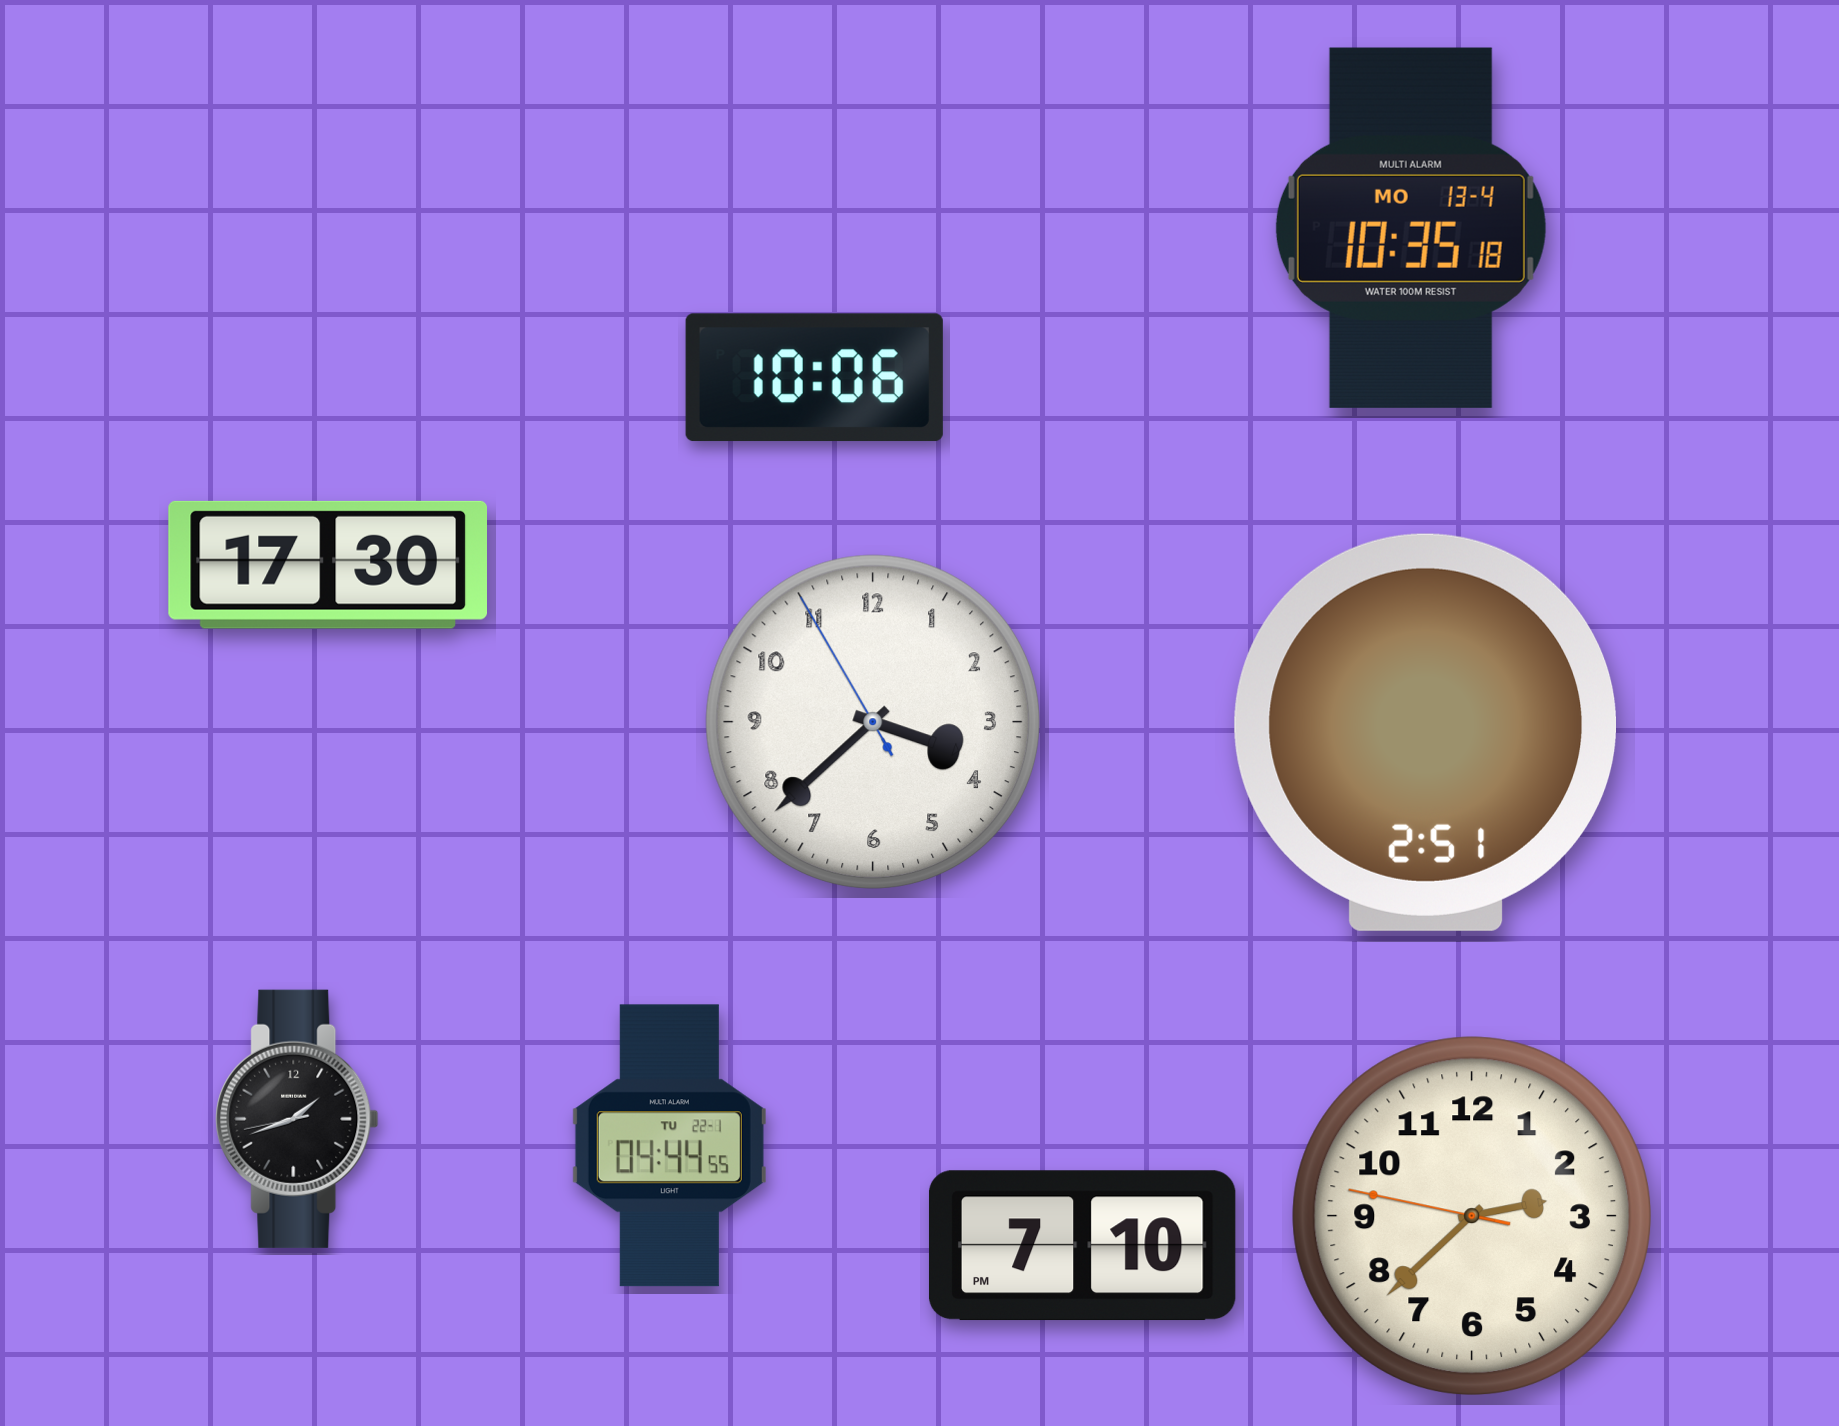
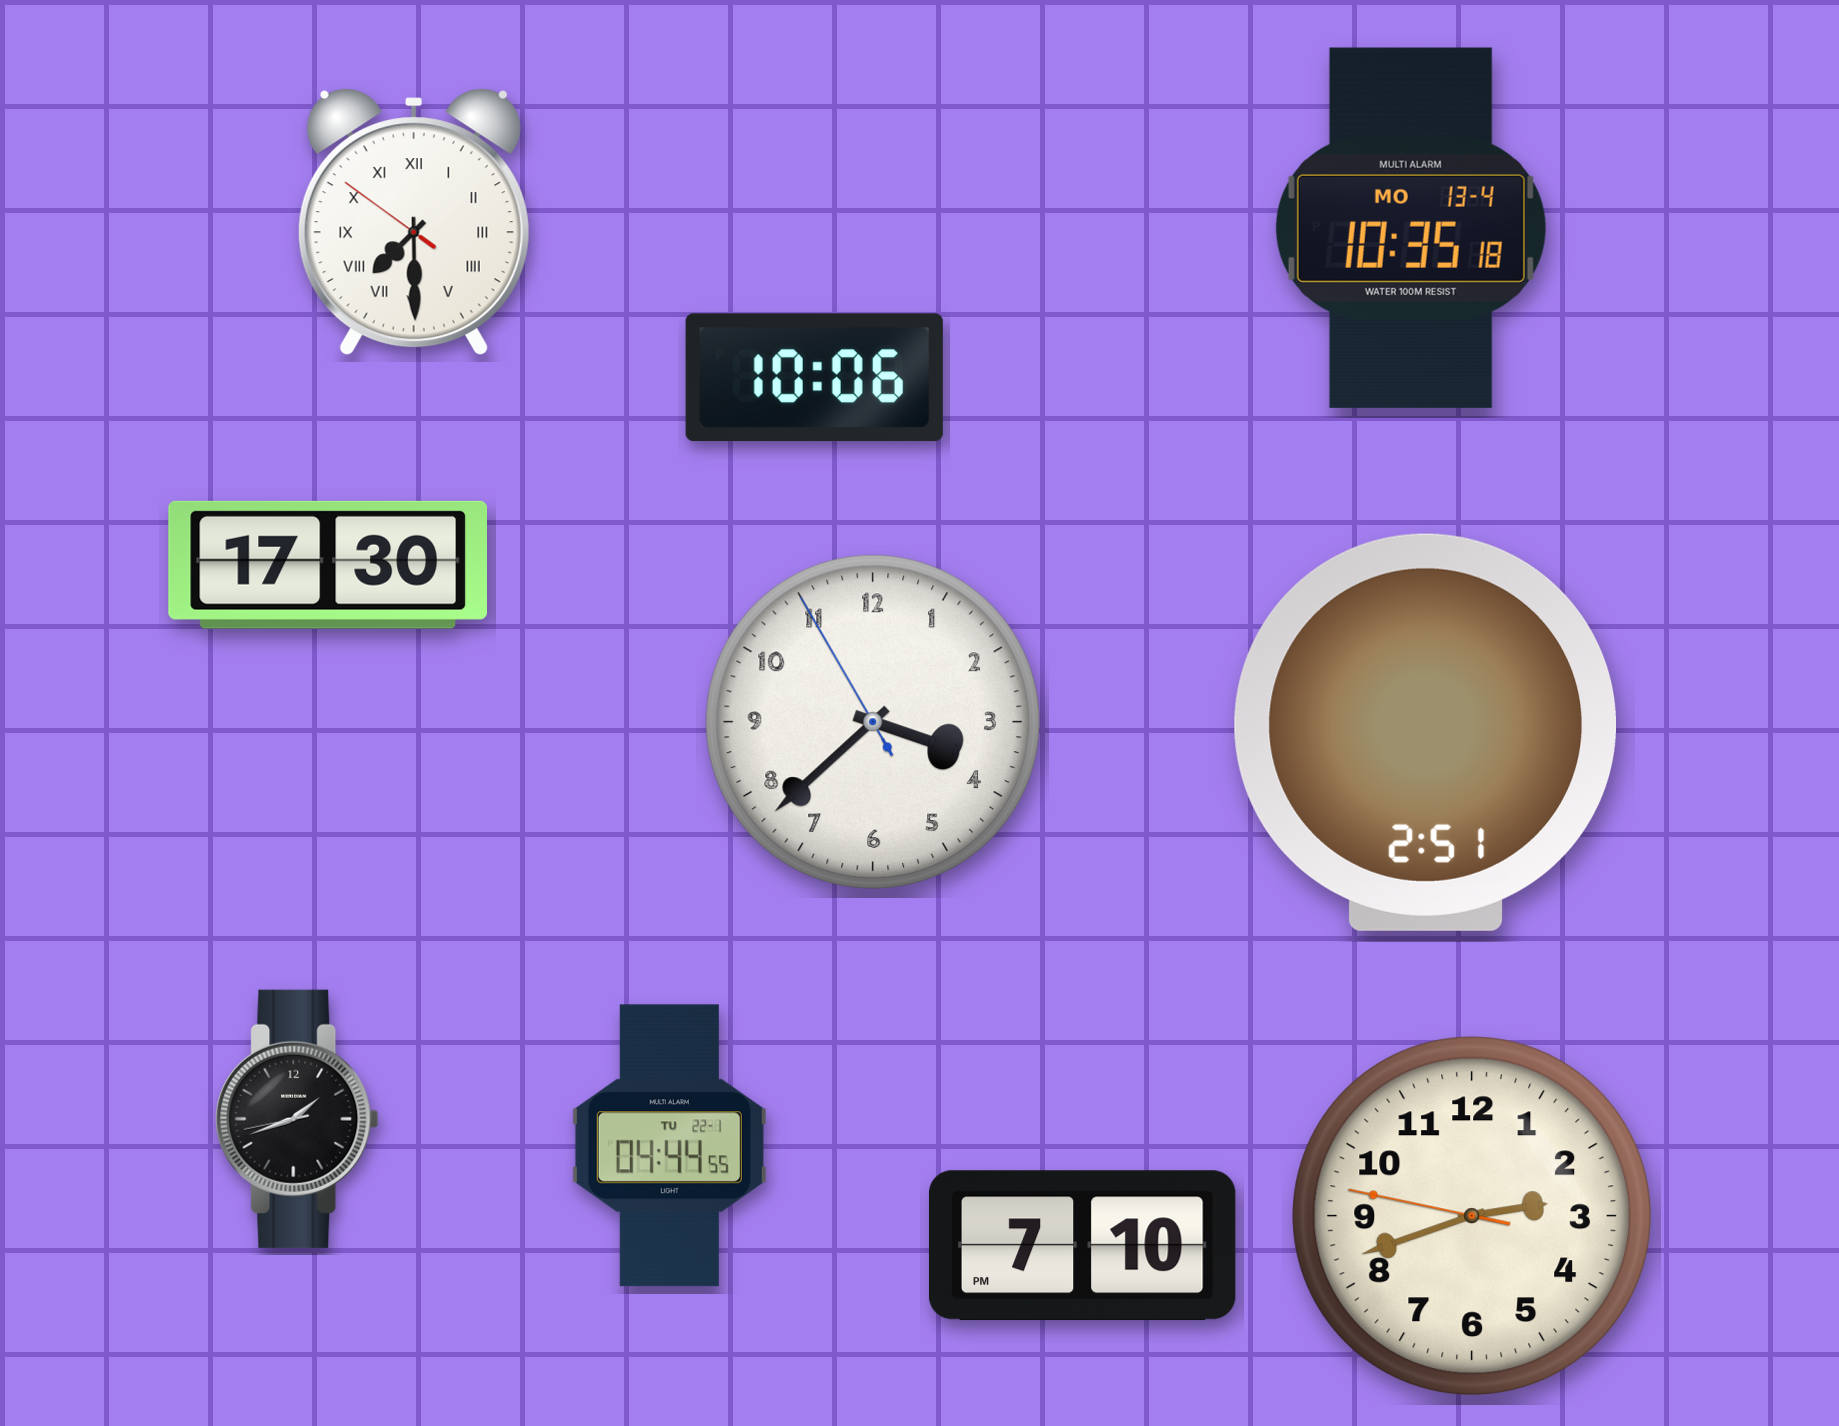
clock at (414, 222): none -> 7:29
clock at (1471, 1215): 2:37 -> 2:41
